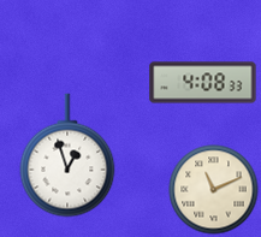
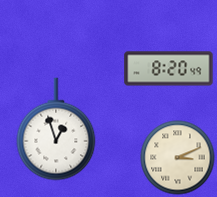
clock at (203, 83): 4:08 -> 8:20
clock at (214, 190): 11:11 -> 3:11
